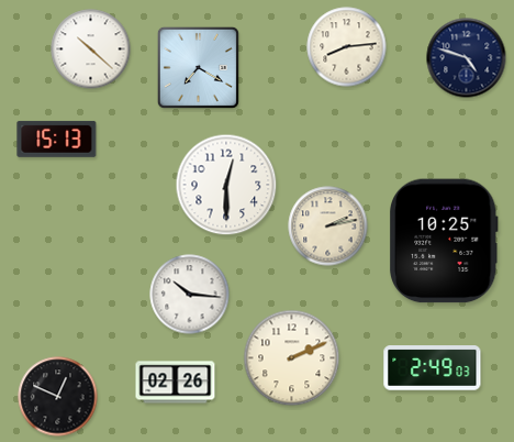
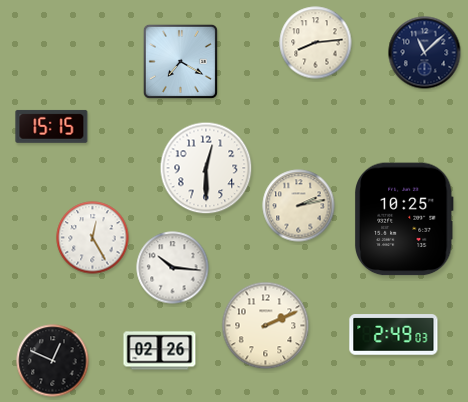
clock at (91, 49): 10:22 -> none
clock at (467, 58): 4:48 -> 11:08
clock at (57, 139): 15:13 -> 15:15
clock at (93, 238): none -> 12:25
clock at (176, 383) position: (176, 383) -> (160, 351)
